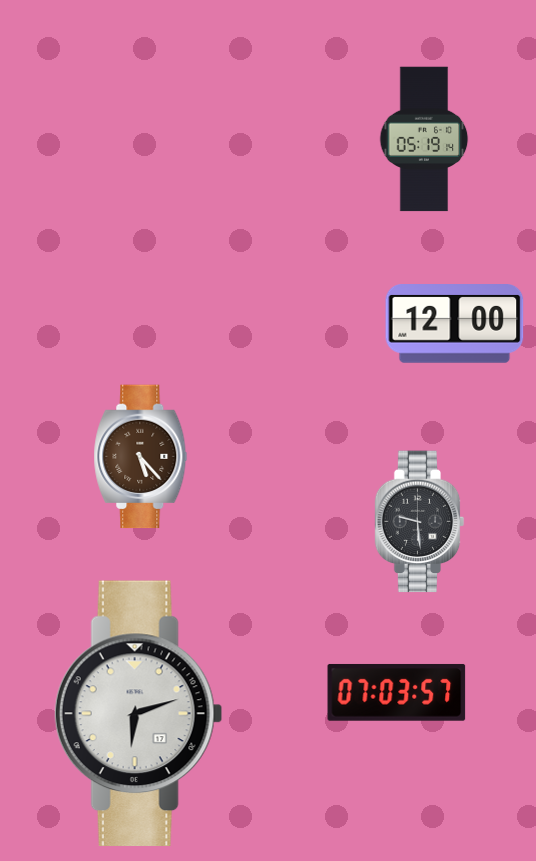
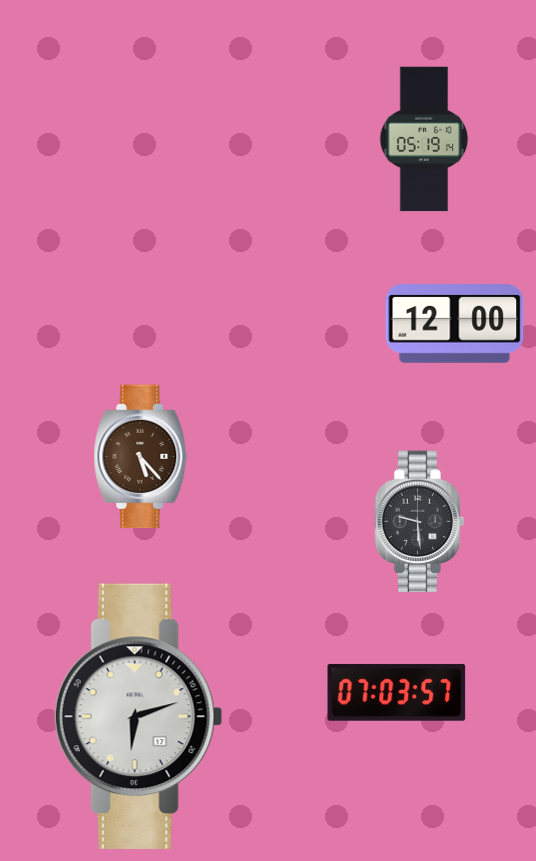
clock at (138, 713) position: (138, 713) -> (138, 716)
